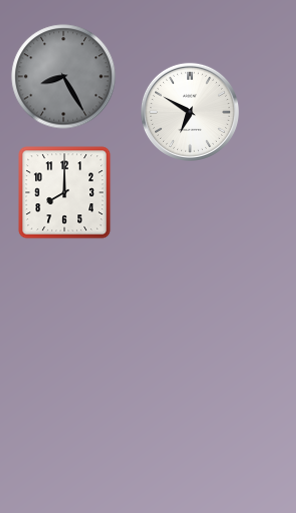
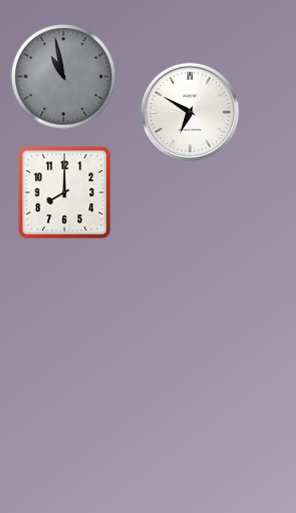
clock at (64, 77): 8:25 -> 10:58
